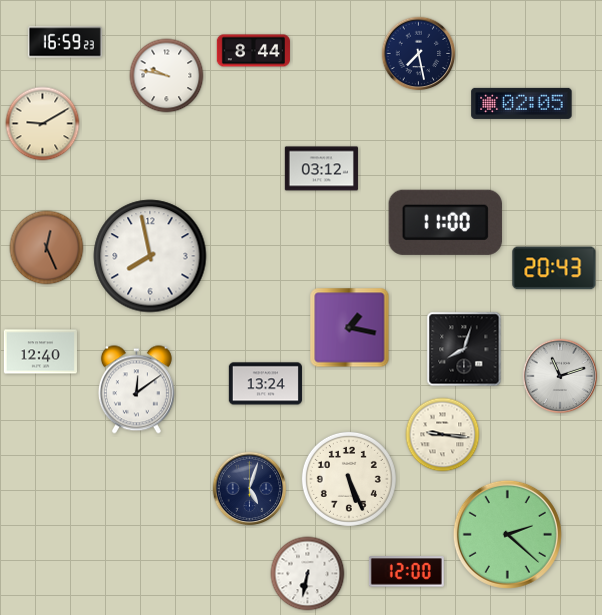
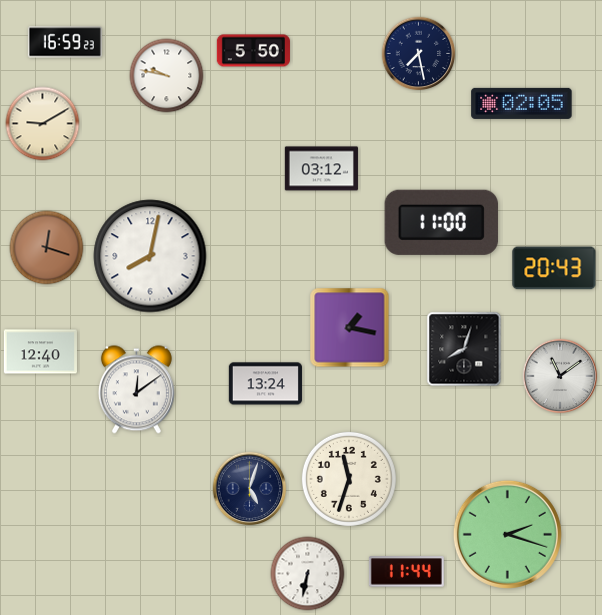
clock at (253, 51): 8:44 -> 5:50
clock at (445, 222) position: (445, 222) -> (441, 222)
clock at (47, 248): 12:26 -> 12:18
clock at (150, 256): 7:58 -> 8:02
clock at (560, 376): 11:12 -> 11:09
clock at (443, 435): 9:16 -> none
clock at (349, 479): 5:26 -> 11:33
clock at (507, 534): 2:22 -> 2:18
clock at (406, 572): 12:00 -> 11:44
